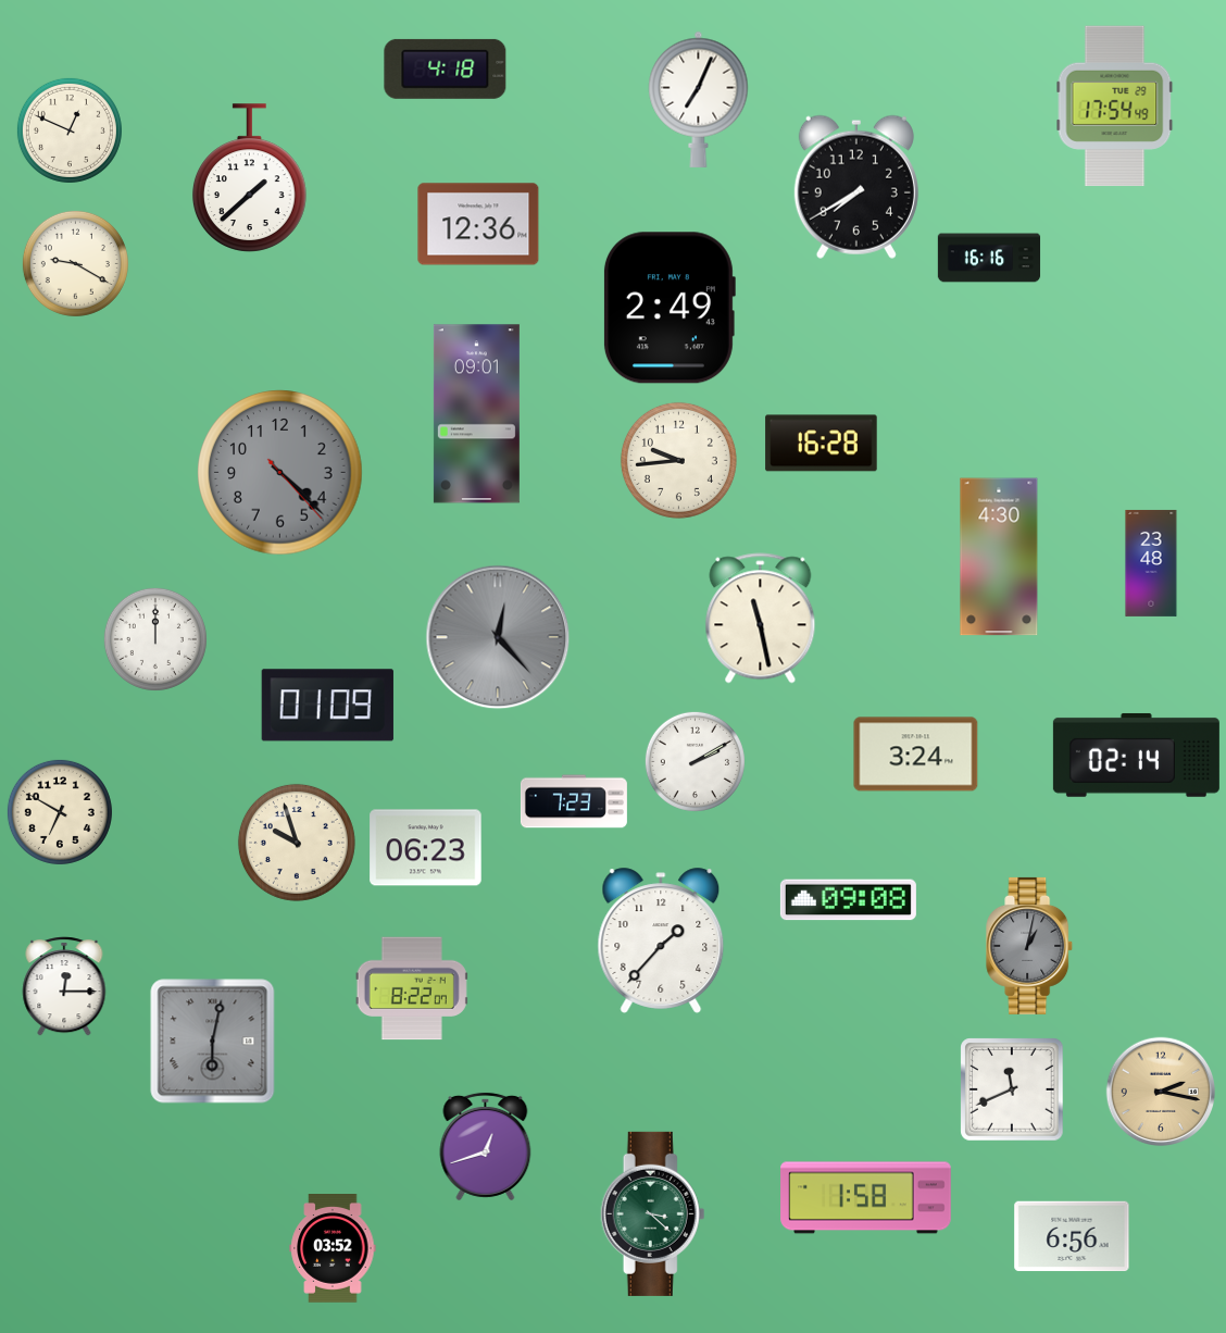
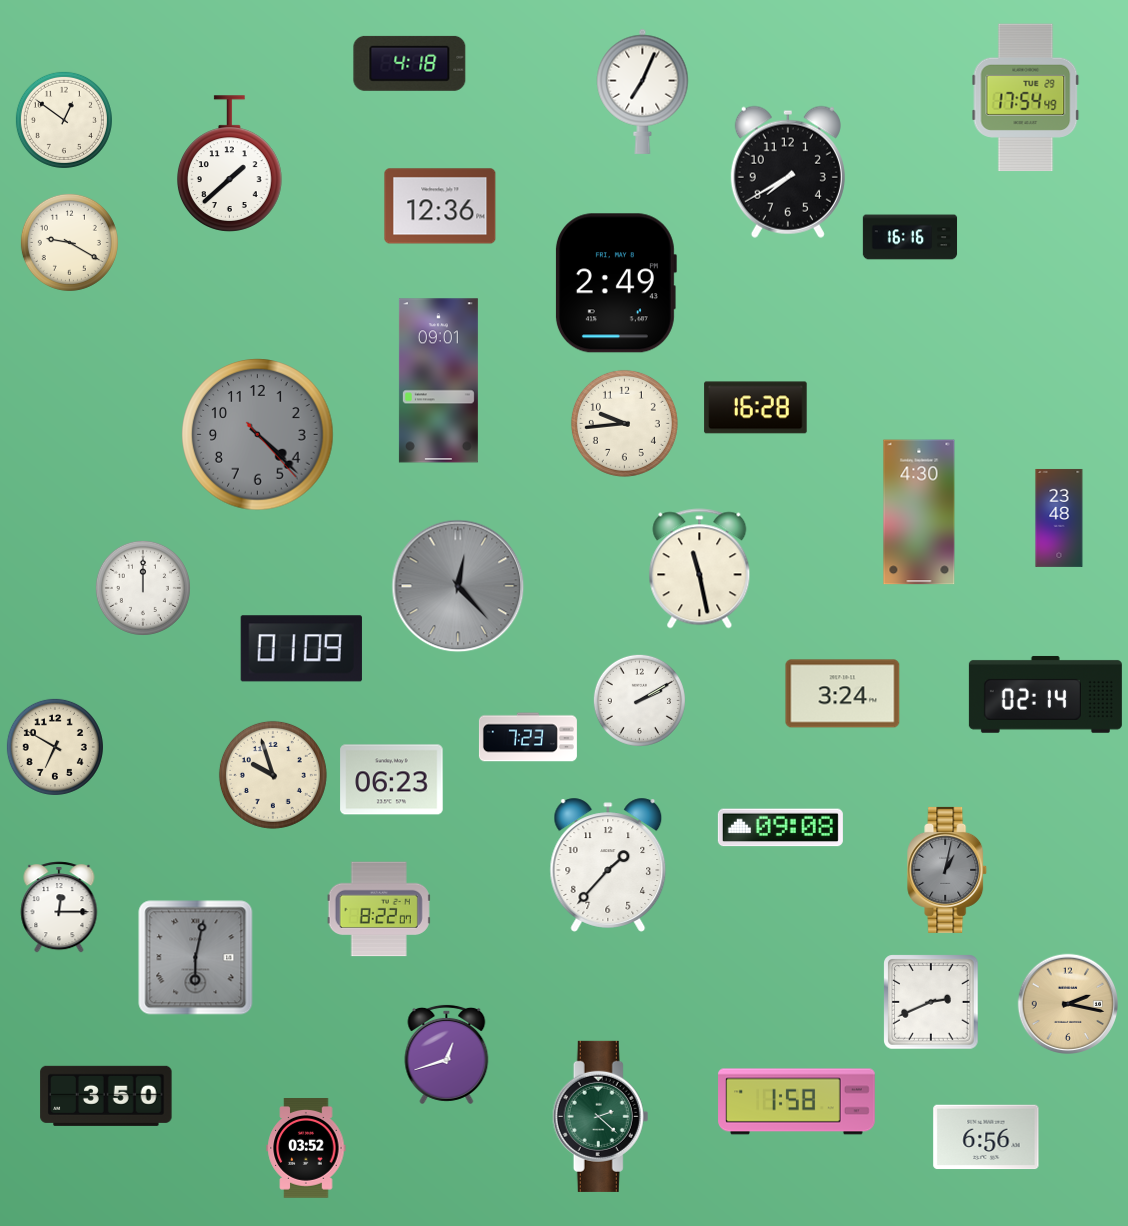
clock at (70, 130): 12:49 -> 12:51
clock at (1012, 1089): 11:41 -> 2:41
clock at (106, 1096): none -> 3:50
clock at (653, 1213): 3:22 -> 2:22
